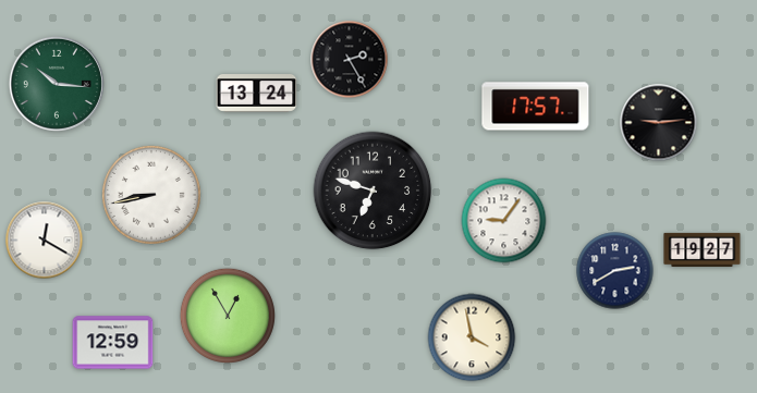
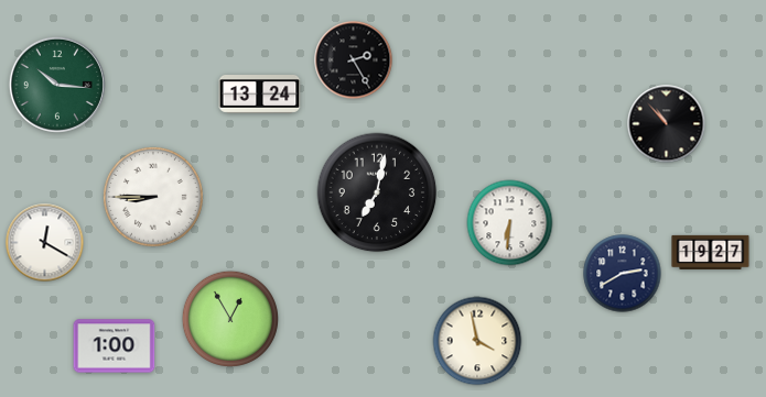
clock at (536, 107): 17:57 -> none
clock at (659, 123): 9:14 -> 10:53
clock at (373, 191): 6:48 -> 7:02
clock at (151, 195): 8:43 -> 8:45
clock at (504, 221): 9:06 -> 6:31
clock at (113, 343): 12:59 -> 1:00
